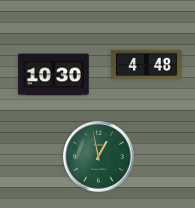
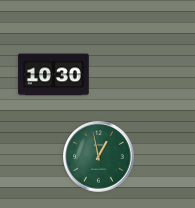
clock at (147, 65): 4:48 -> none
